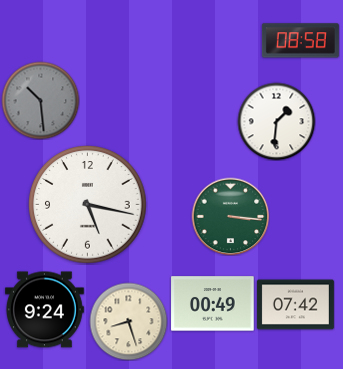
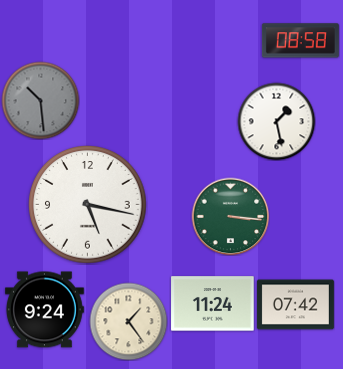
clock at (276, 121): 1:31 -> 1:28
clock at (213, 304): 00:49 -> 11:24
clock at (128, 321): 8:27 -> 1:24
